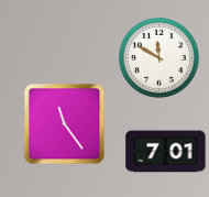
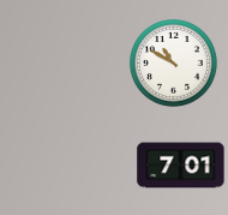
clock at (158, 57): 11:50 -> 10:50
clock at (65, 124): 11:24 -> none
